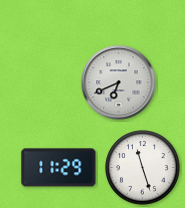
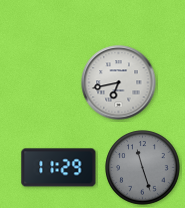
clock at (119, 83): 6:41 -> 6:43
clock at (143, 168) dial: white -> grey
